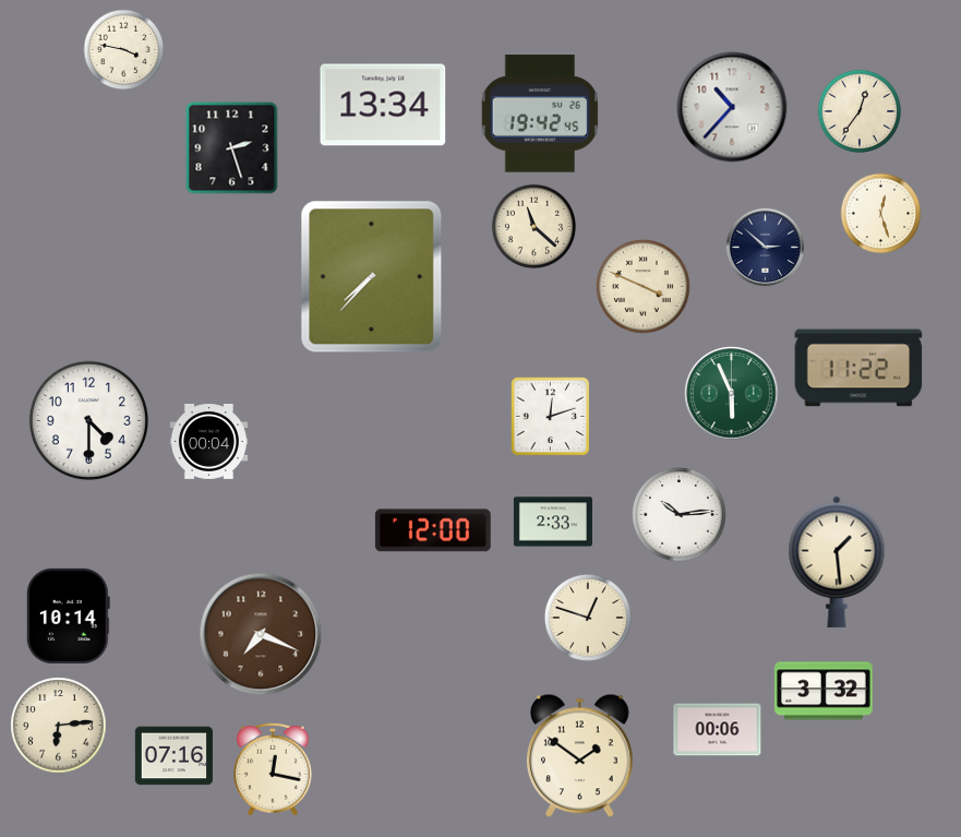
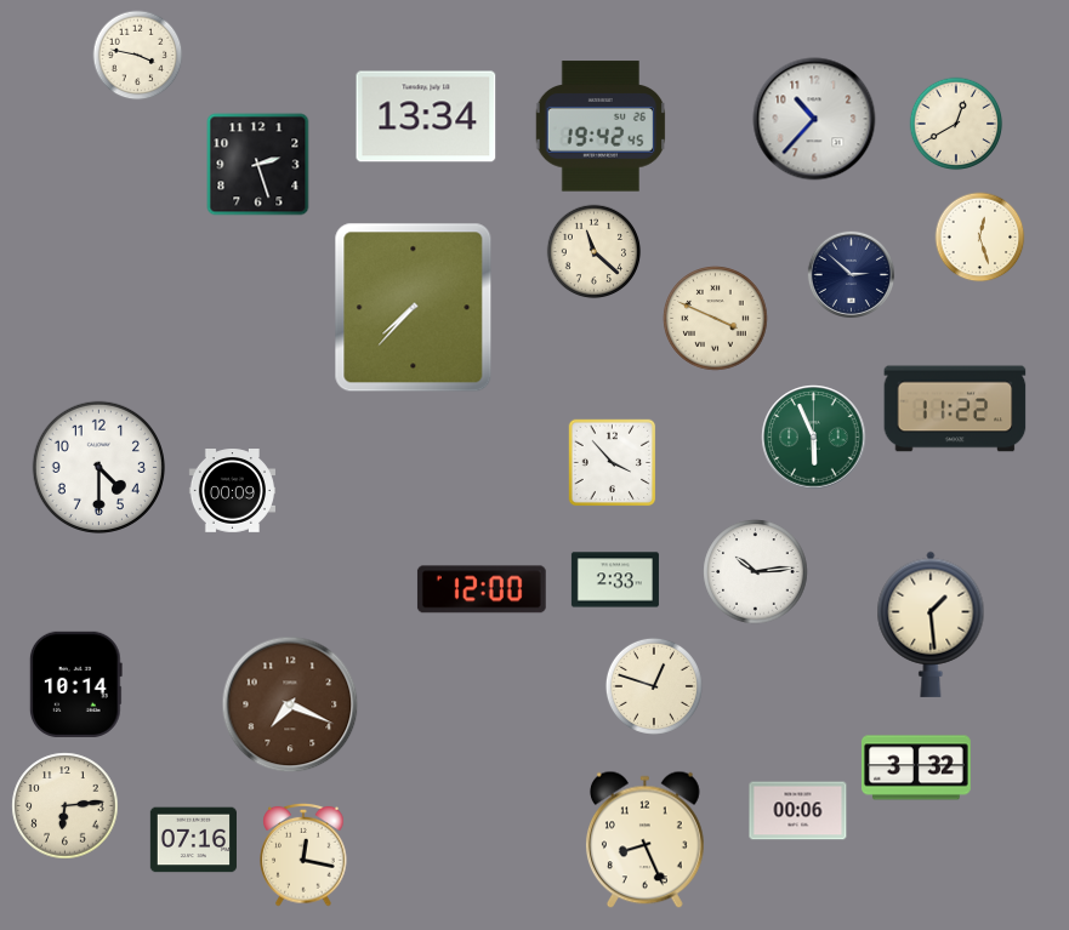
clock at (860, 111): 12:36 -> 12:40
clock at (551, 417): 12:12 -> 3:53
clock at (208, 442): 00:04 -> 00:09
clock at (579, 756): 1:51 -> 8:26
